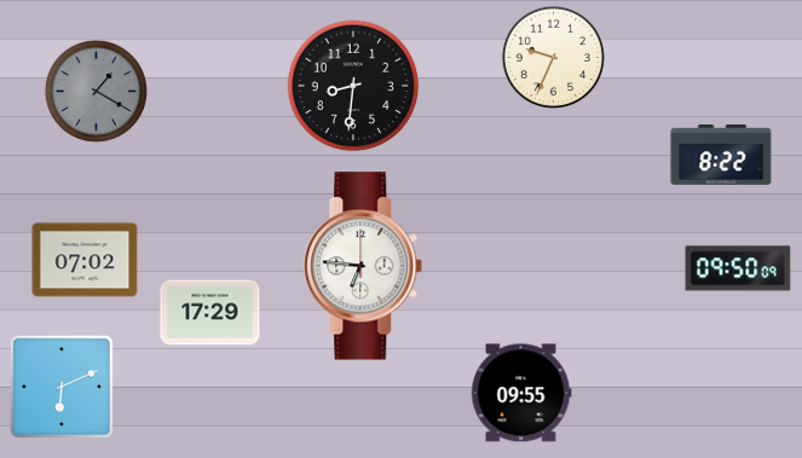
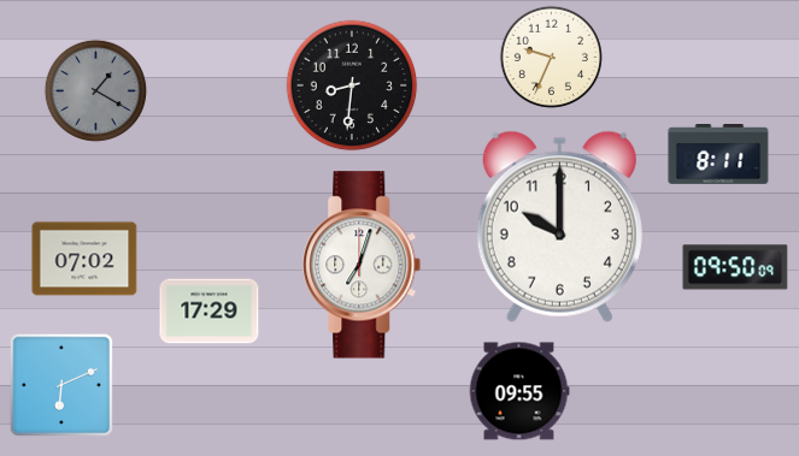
clock at (721, 156): 8:22 -> 8:11
clock at (559, 226): none -> 10:00
clock at (363, 266): 6:46 -> 7:03
